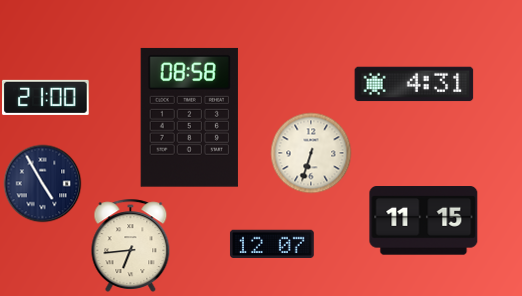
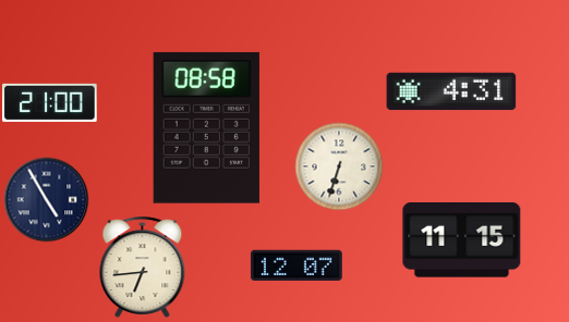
clock at (46, 97) position: (46, 97) -> (50, 102)
